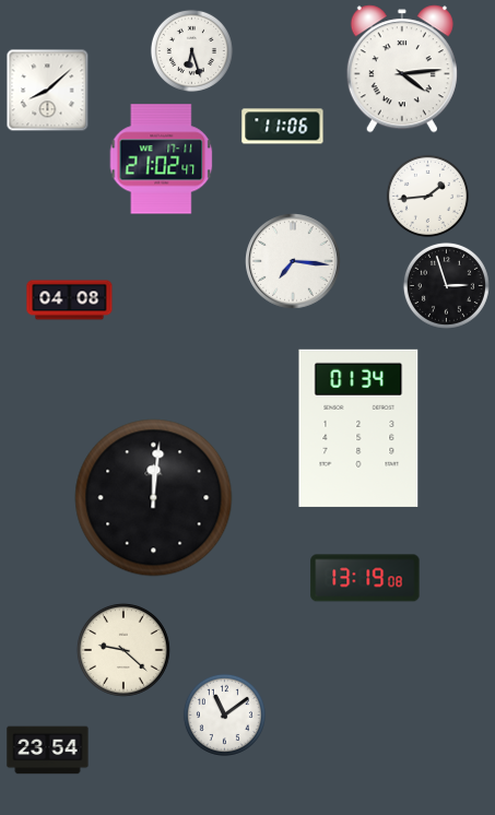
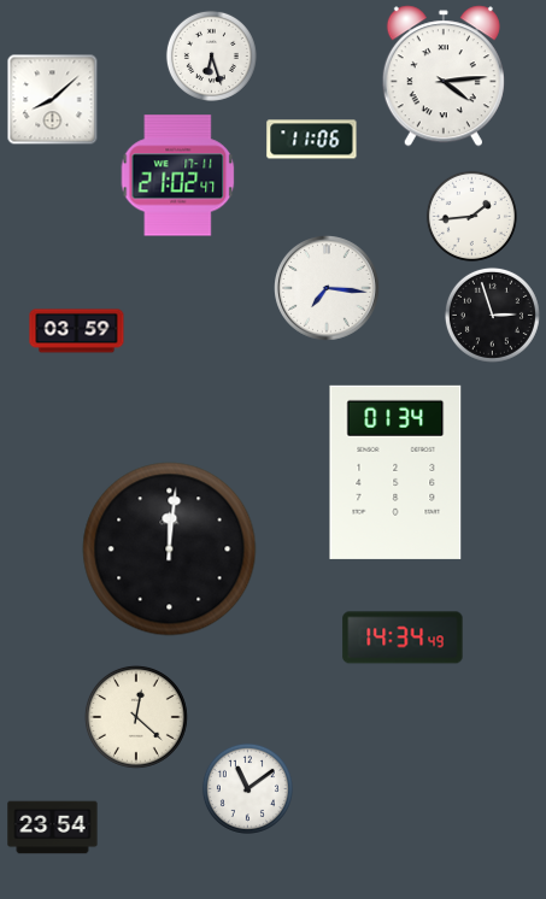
clock at (294, 262) position: (294, 262) -> (328, 289)
clock at (70, 300): 04:08 -> 03:59
clock at (365, 578): 13:19 -> 14:34
clock at (123, 650): 9:22 -> 12:22
